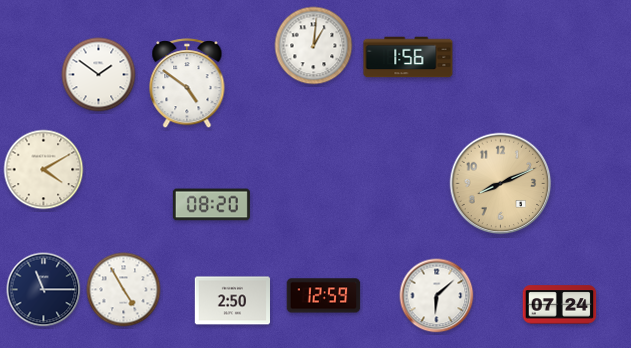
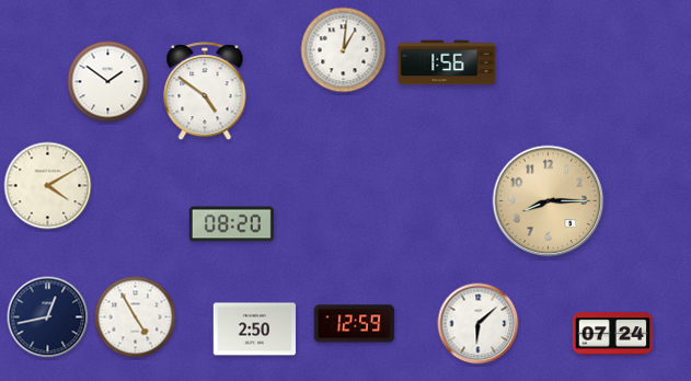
clock at (501, 184): 8:11 -> 8:15
clock at (44, 290): 11:15 -> 12:43
